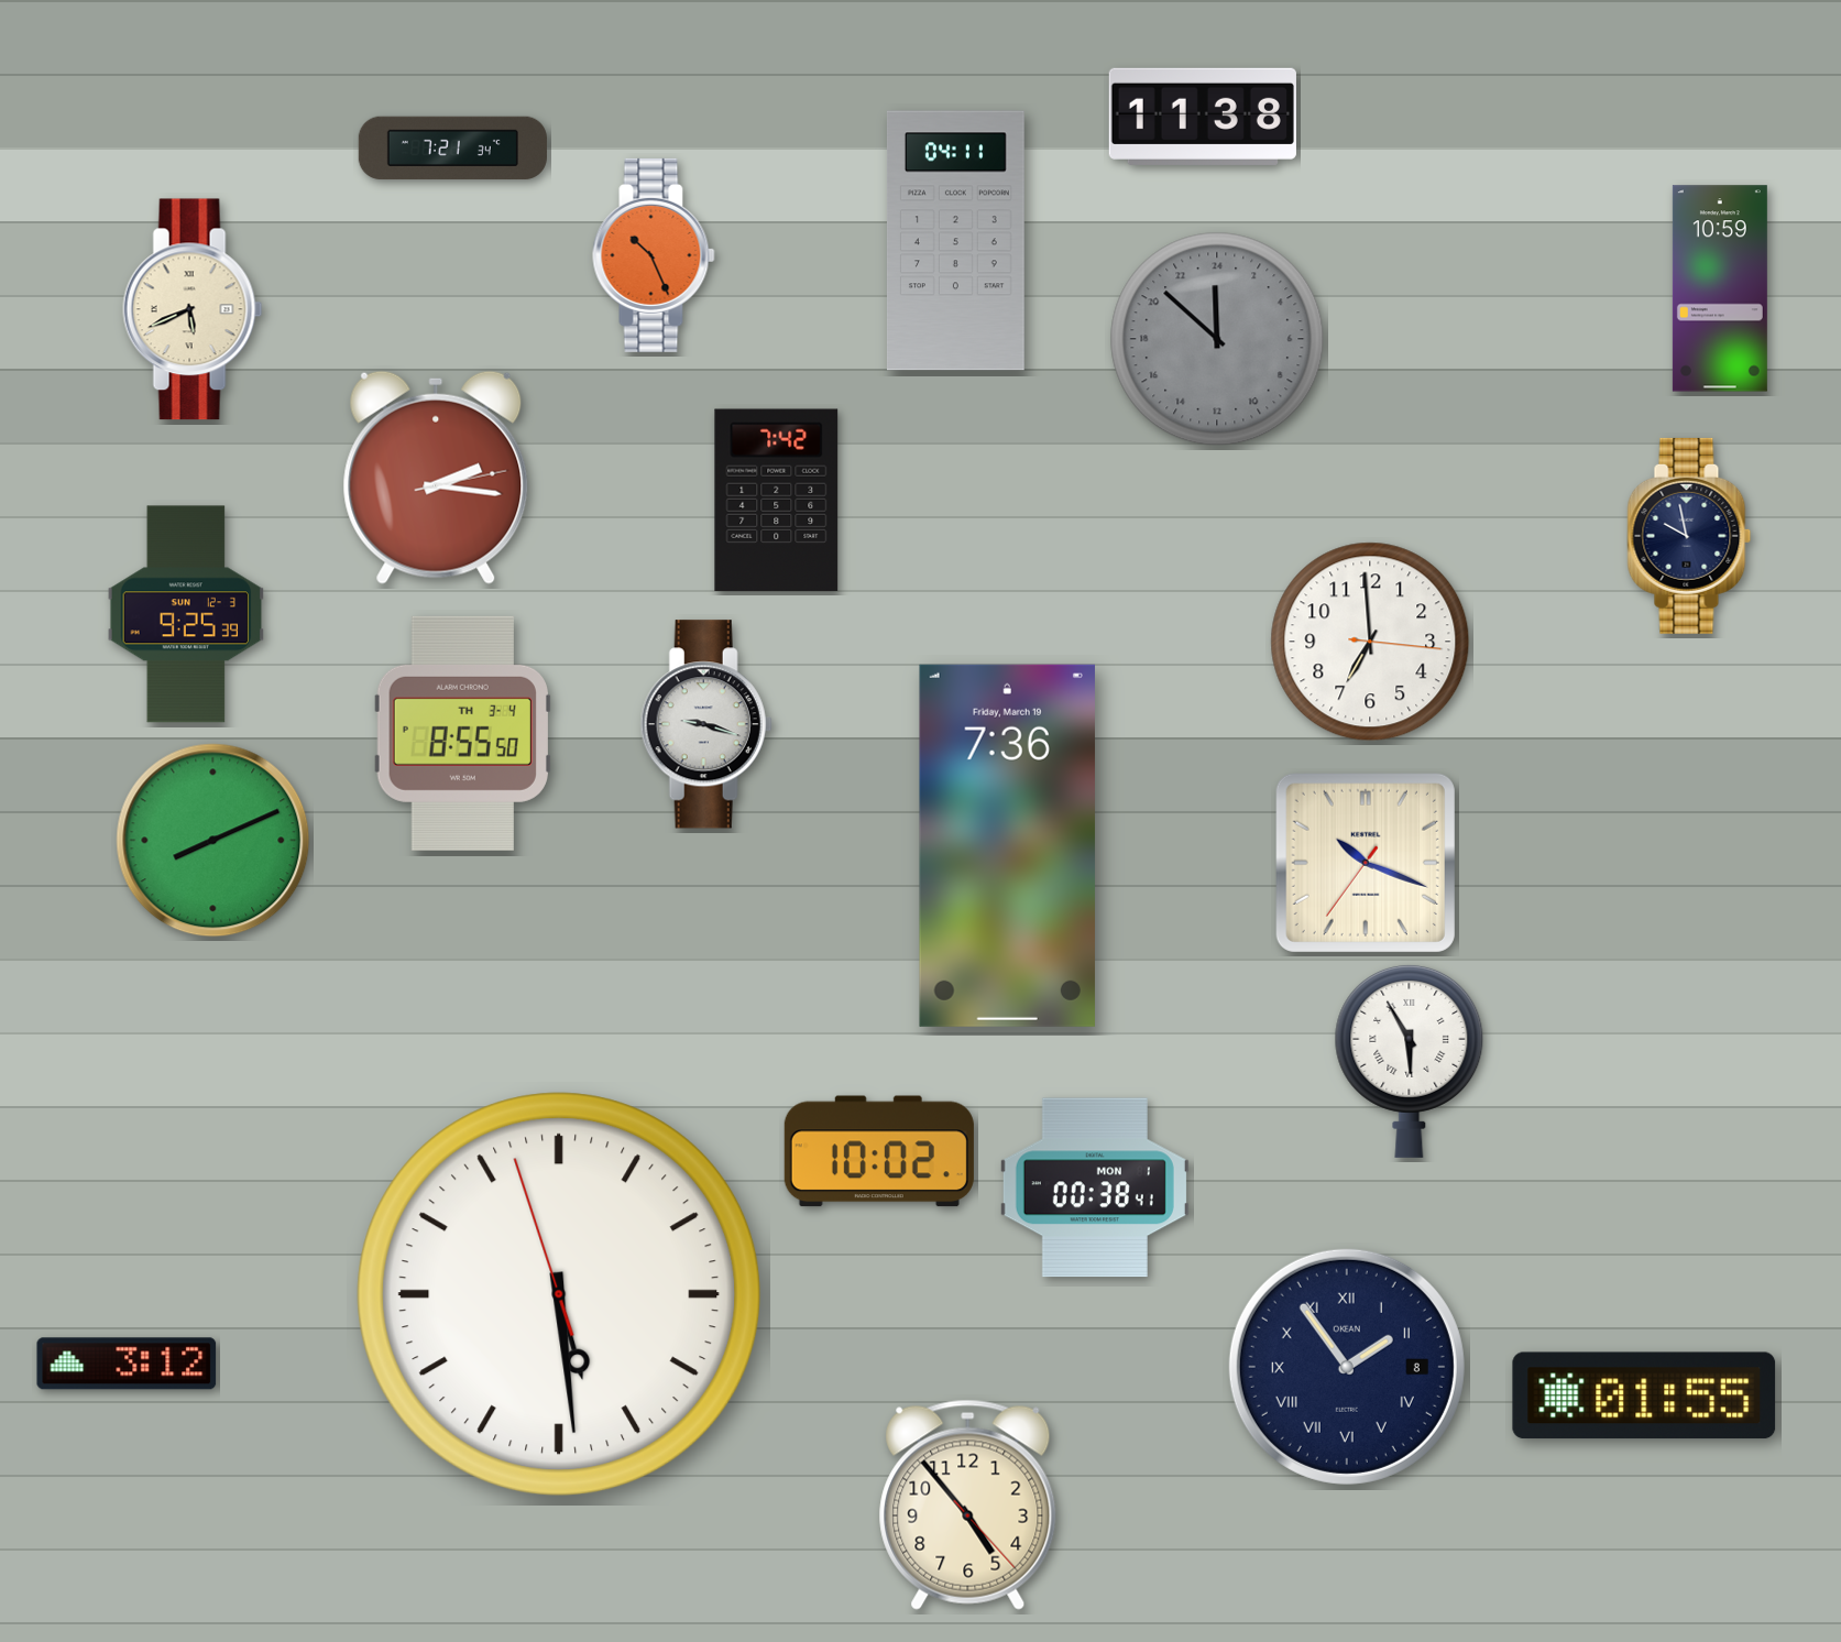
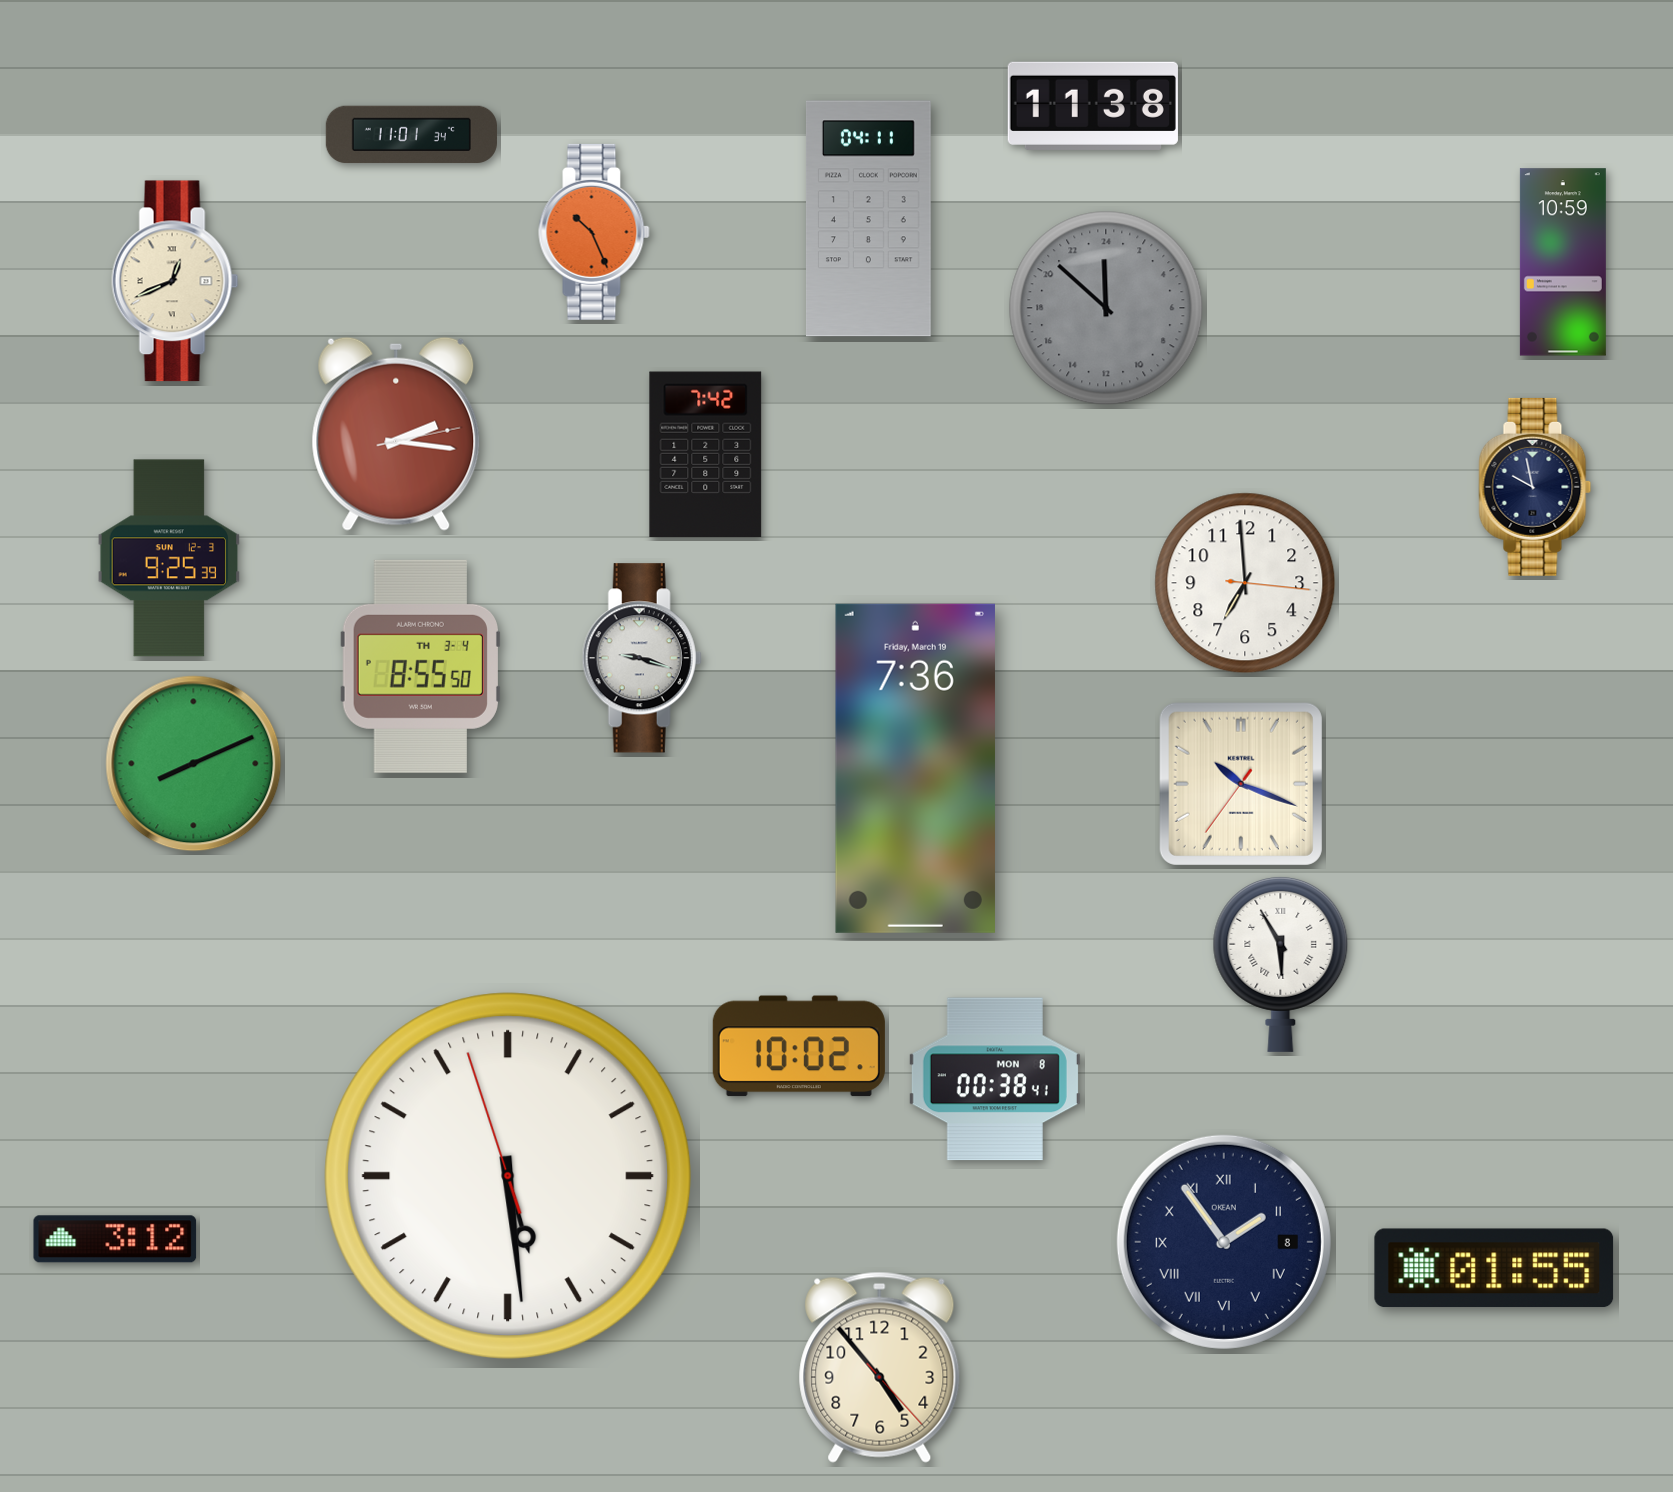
clock at (452, 149): 7:21 -> 11:01
clock at (193, 309): 5:41 -> 12:41
clock at (1095, 1187) date: MON 1 -> MON 8
